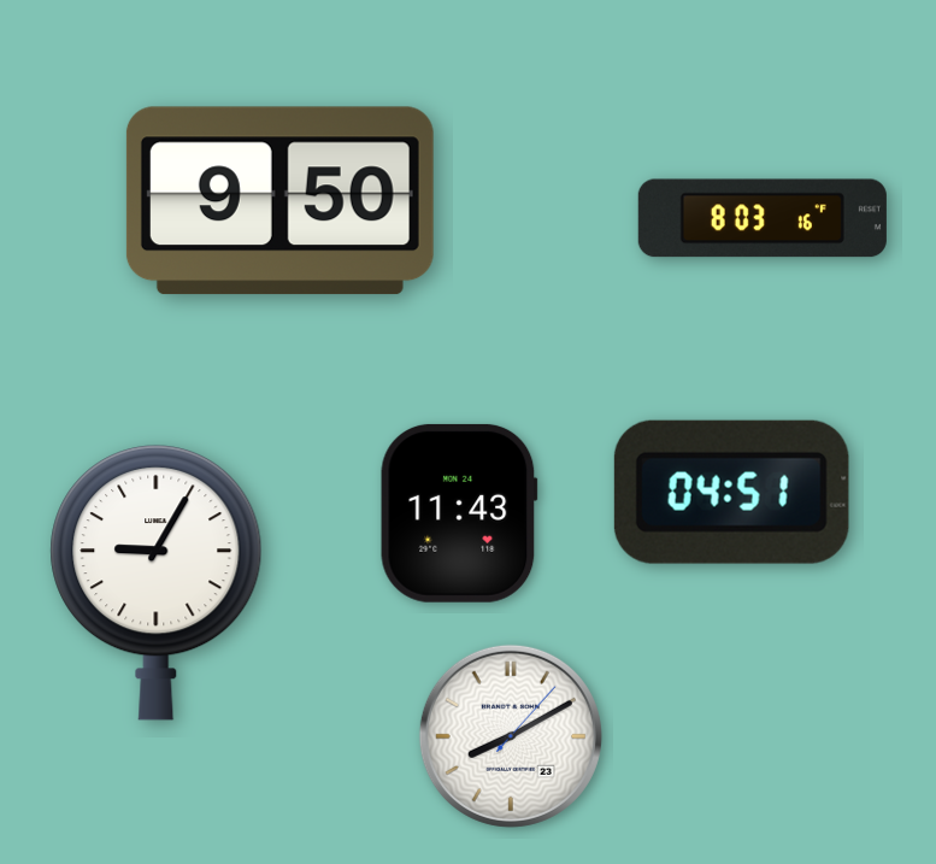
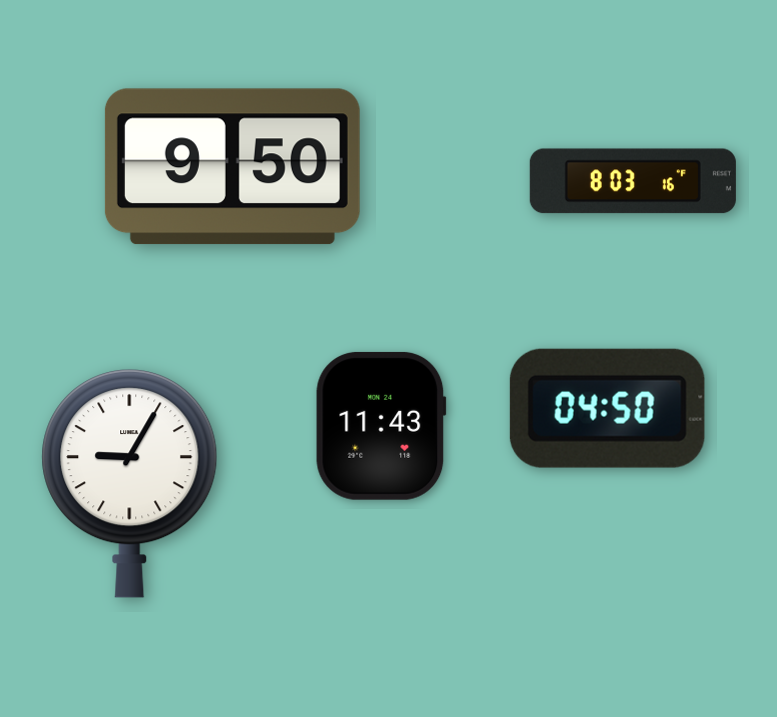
clock at (731, 492): 04:51 -> 04:50
clock at (511, 736): 8:10 -> none
